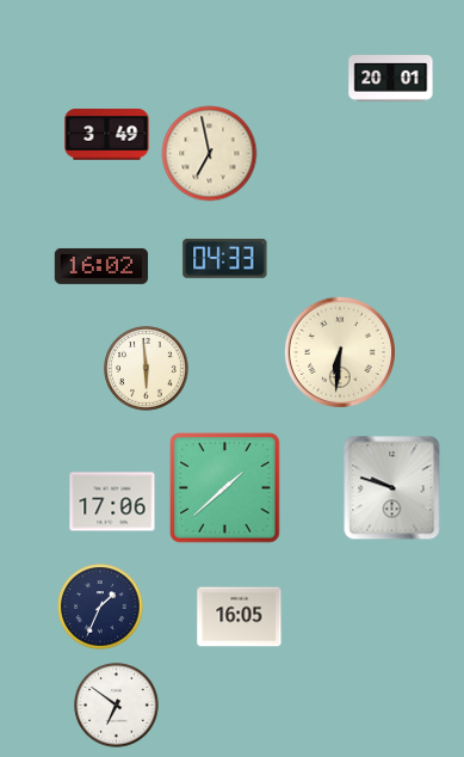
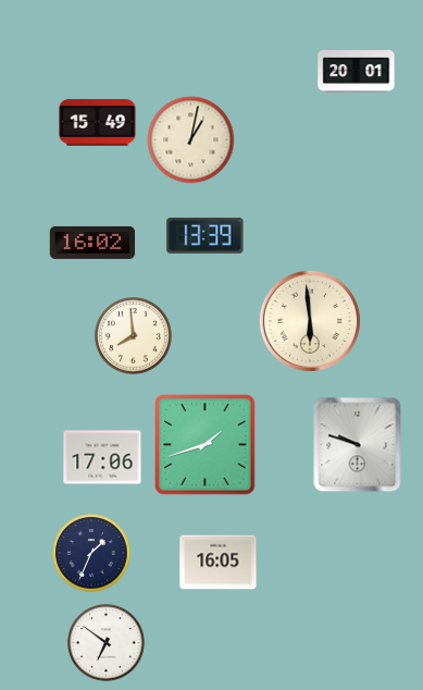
clock at (107, 135): 3:49 -> 15:49
clock at (210, 154): 6:58 -> 1:02
clock at (225, 258): 04:33 -> 13:39
clock at (340, 352): 6:31 -> 5:59
clock at (147, 369): 5:59 -> 7:59
clock at (225, 488): 1:38 -> 1:42
